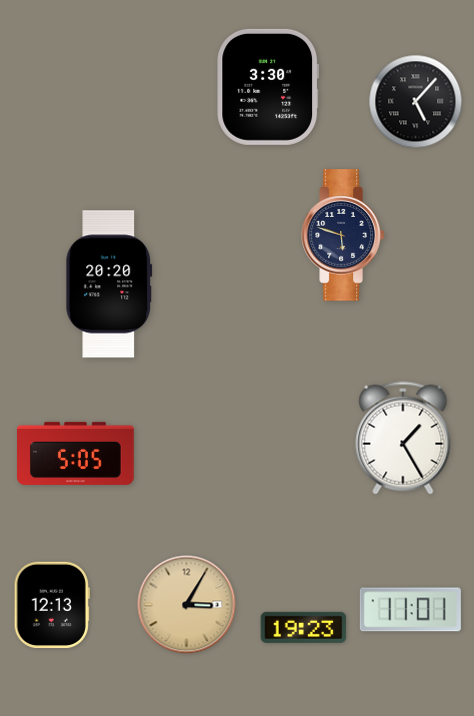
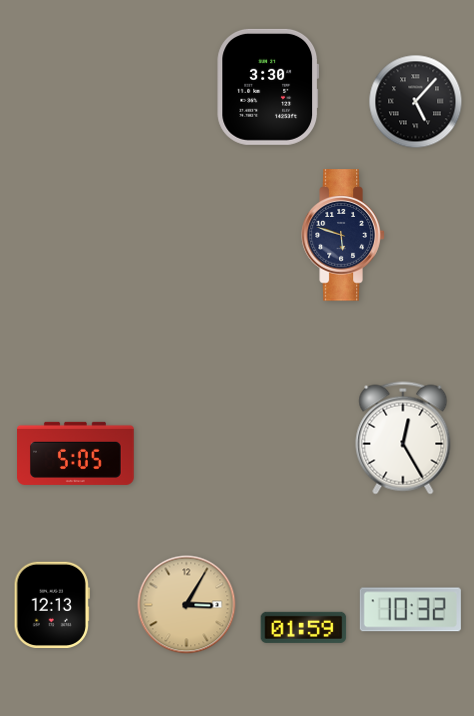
clock at (109, 284): 20:20 -> none
clock at (403, 438): 1:25 -> 12:25
clock at (410, 610): 11:01 -> 10:32
clock at (304, 627): 19:23 -> 01:59
